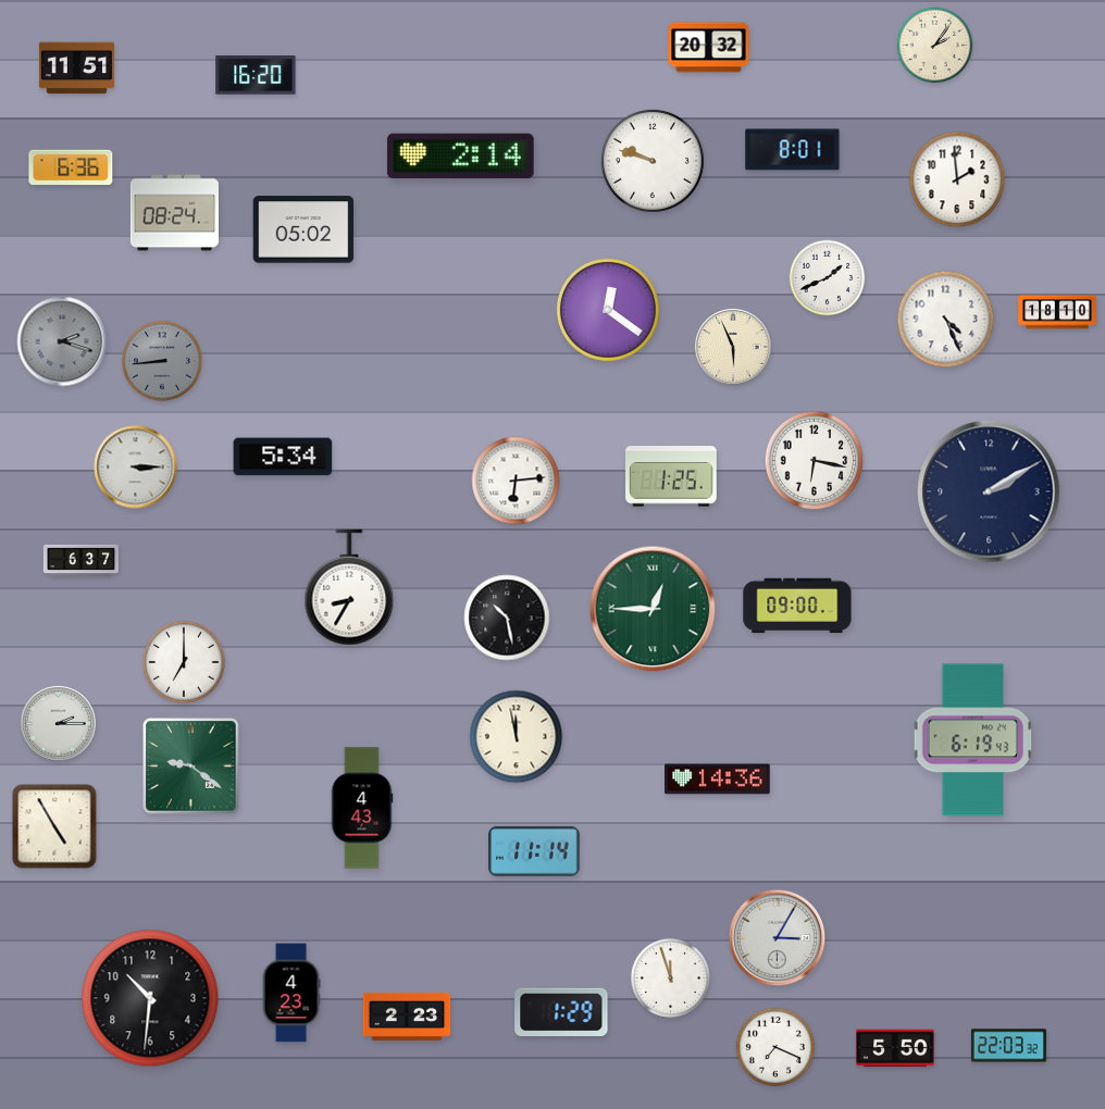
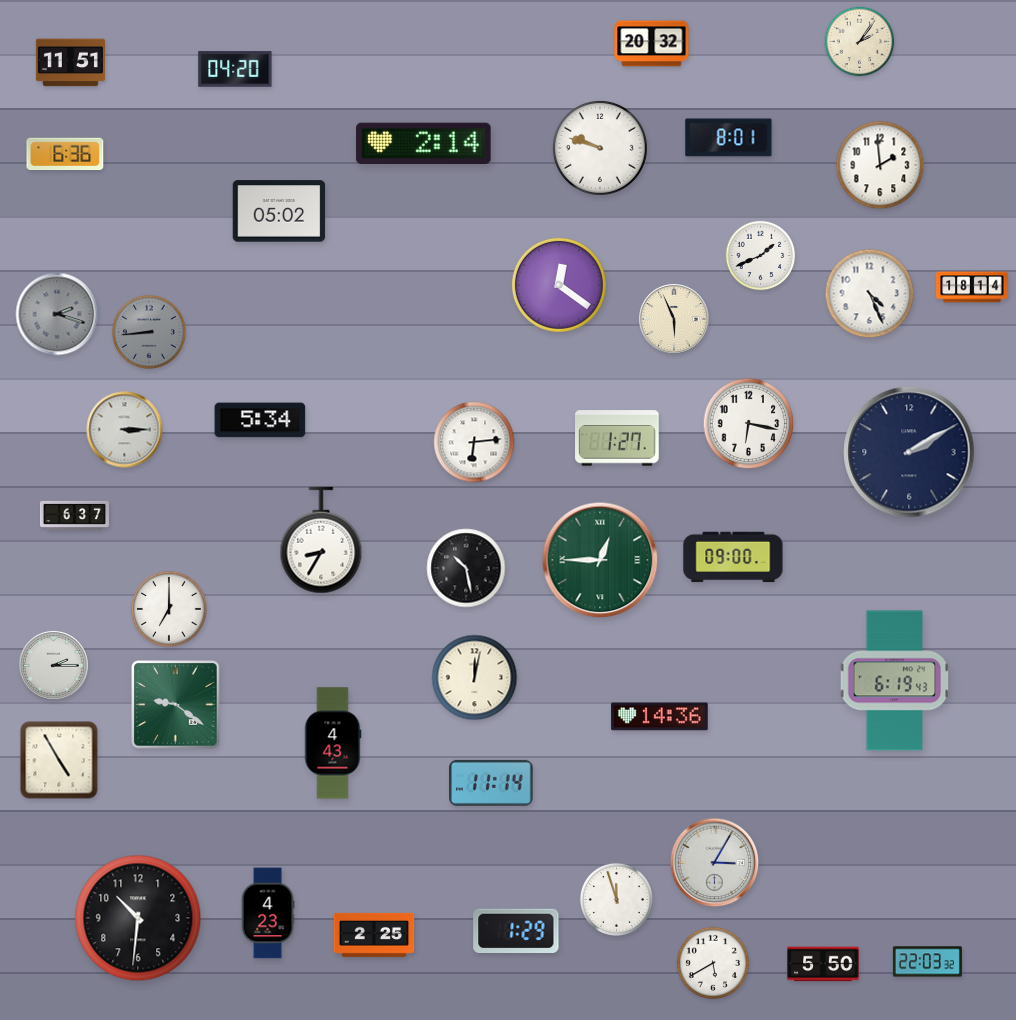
clock at (256, 75): 16:20 -> 04:20
clock at (174, 213): 08:24 -> none
clock at (1057, 312): 18:10 -> 18:14
clock at (671, 476): 1:25 -> 1:27
clock at (517, 737): 11:58 -> 12:02
clock at (54, 826) position: (54, 826) -> (59, 760)
clock at (407, 1017): 2:23 -> 2:25
clock at (775, 1047): 7:19 -> 5:40
